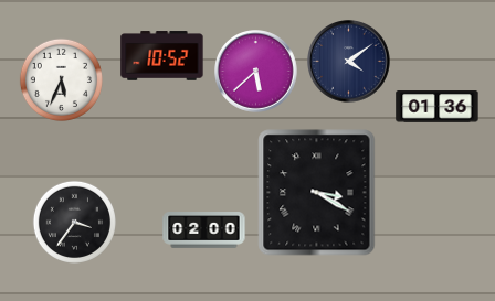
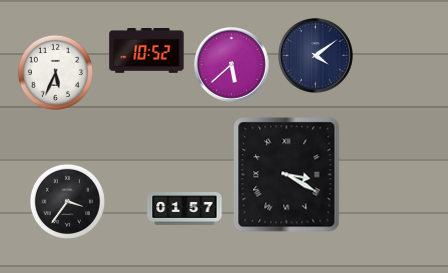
clock at (438, 107): 01:36 -> none
clock at (204, 230): 02:00 -> 01:57
